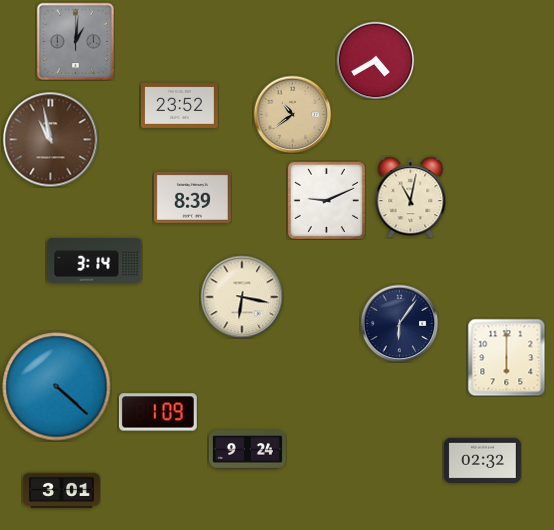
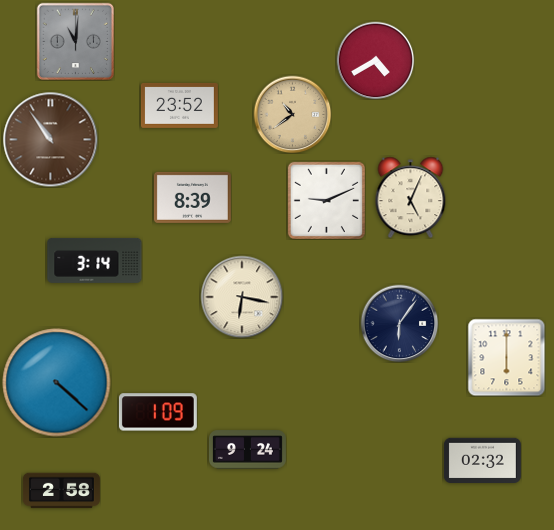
clock at (75, 41): 1:01 -> 11:01
clock at (50, 139): 10:58 -> 10:54
clock at (411, 197): 11:02 -> 5:04
clock at (57, 387) position: (57, 387) -> (57, 383)
clock at (61, 491): 3:01 -> 2:58
